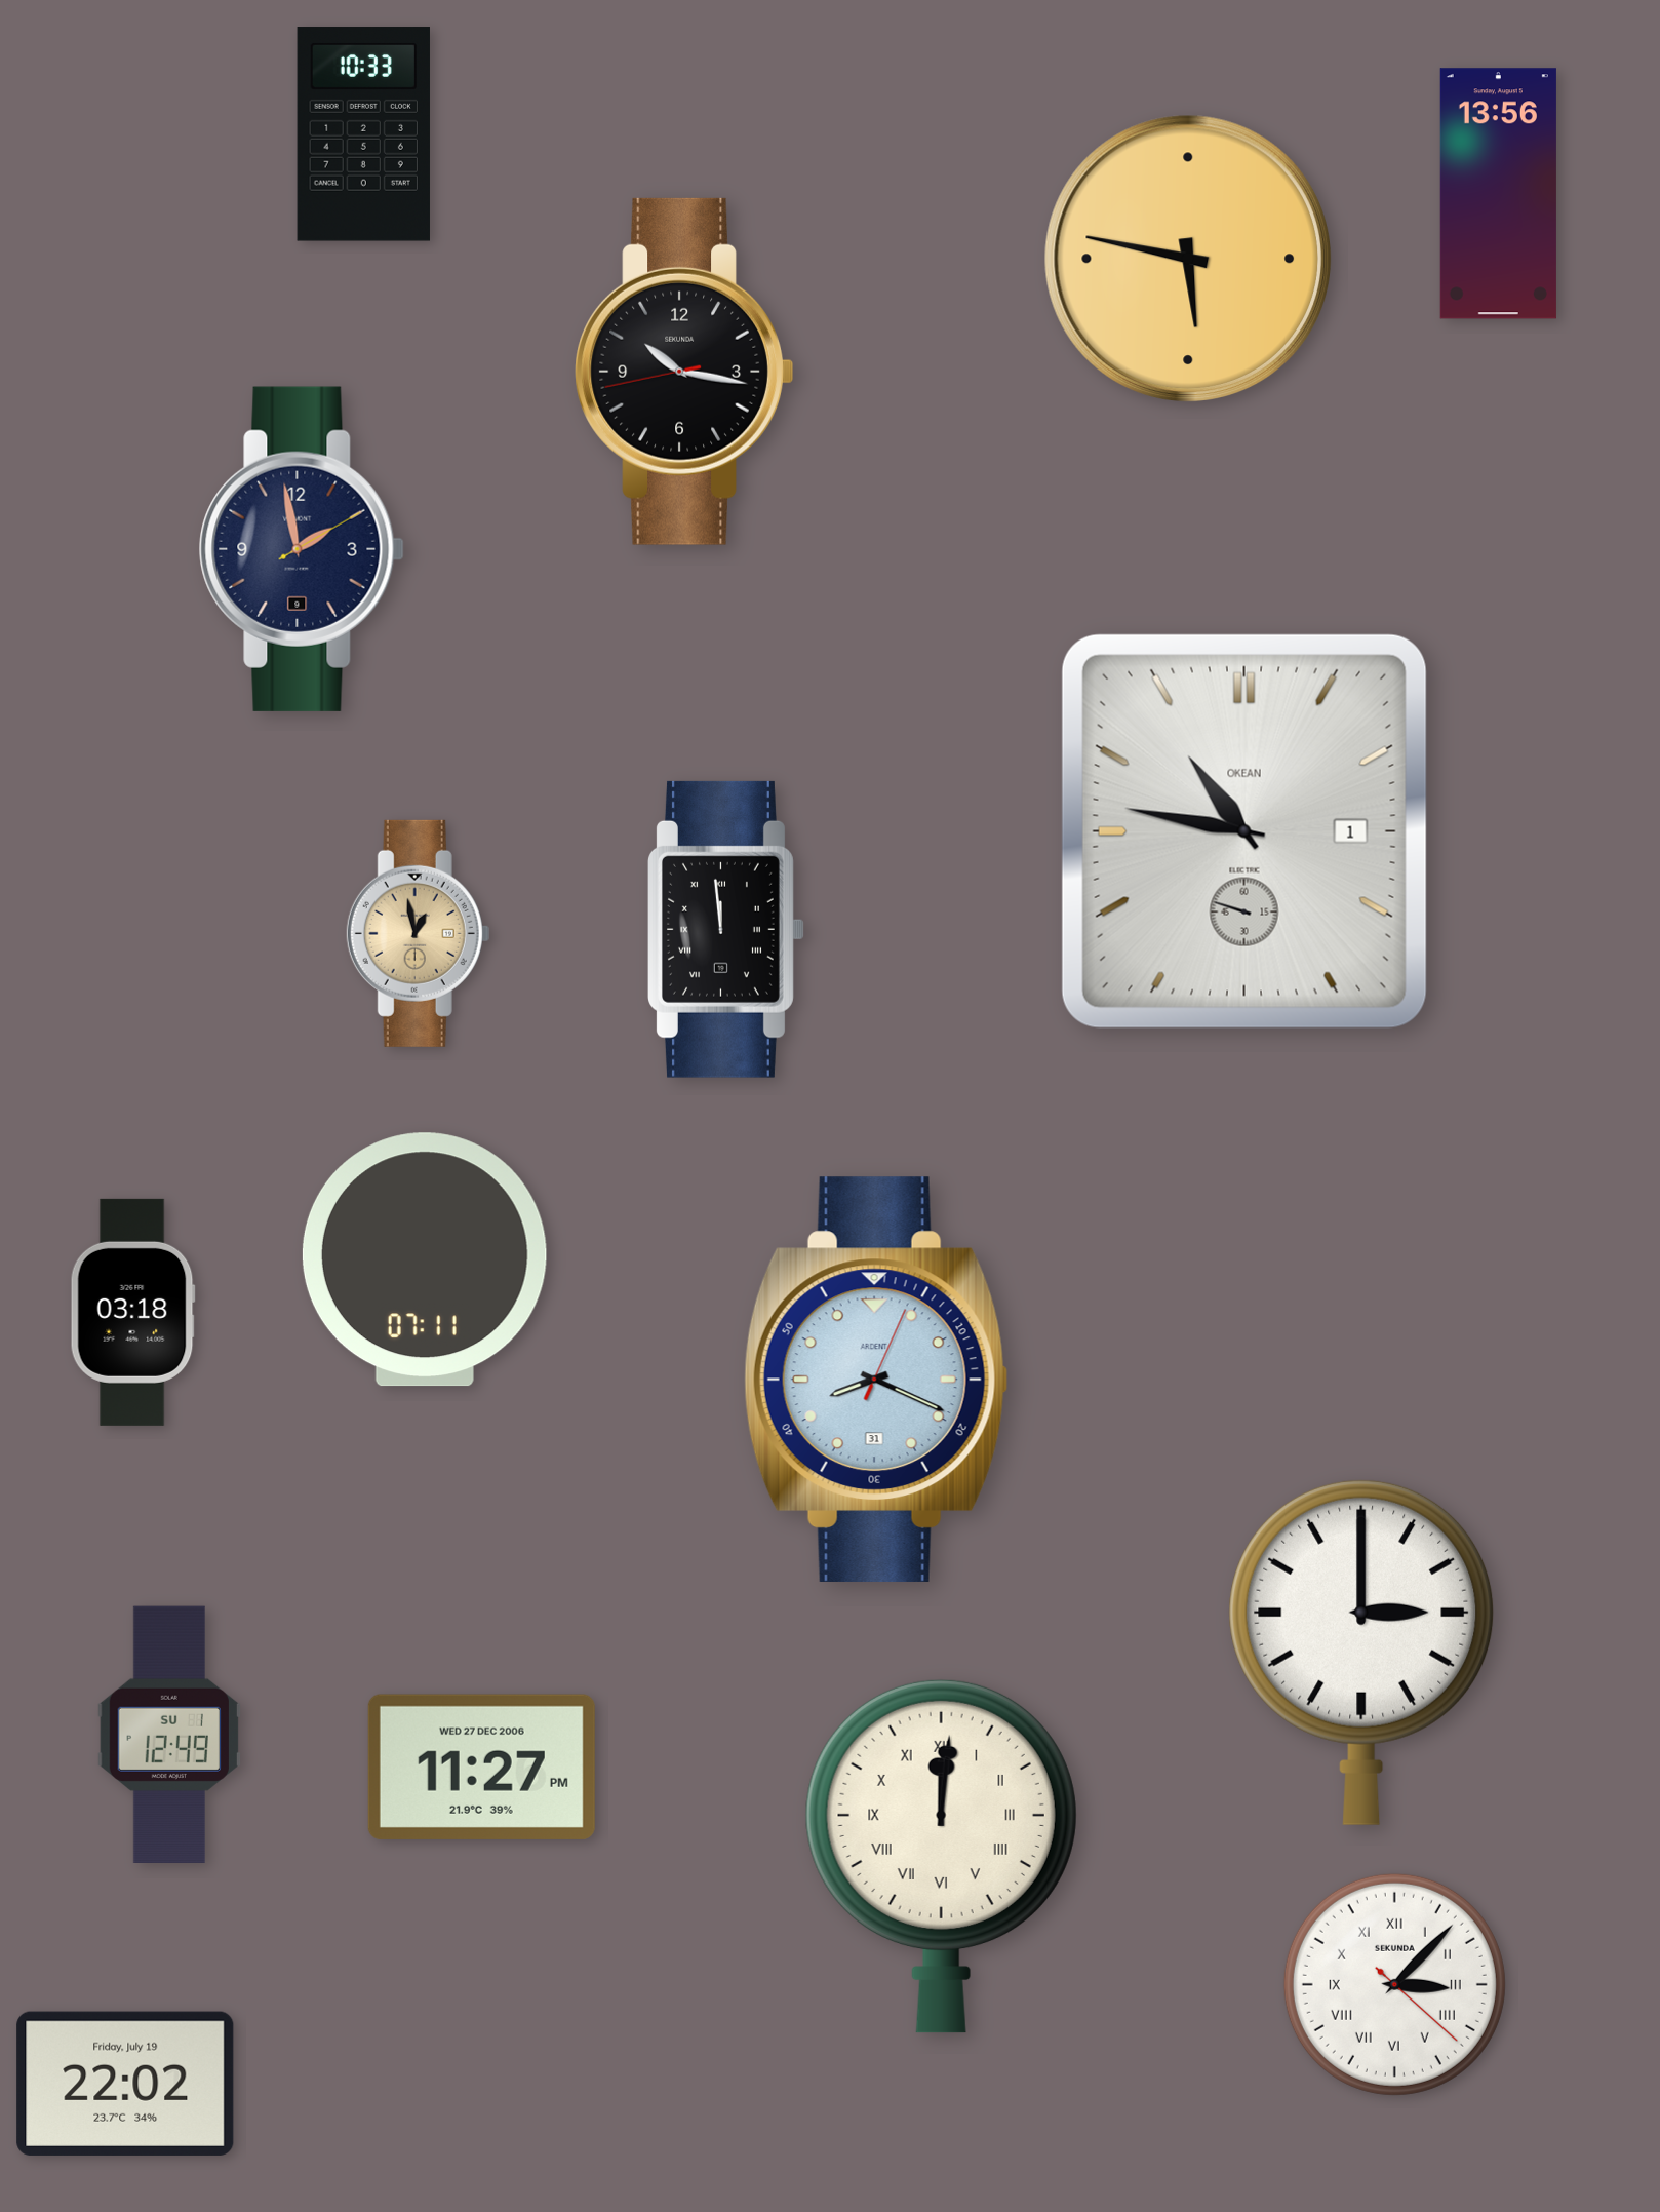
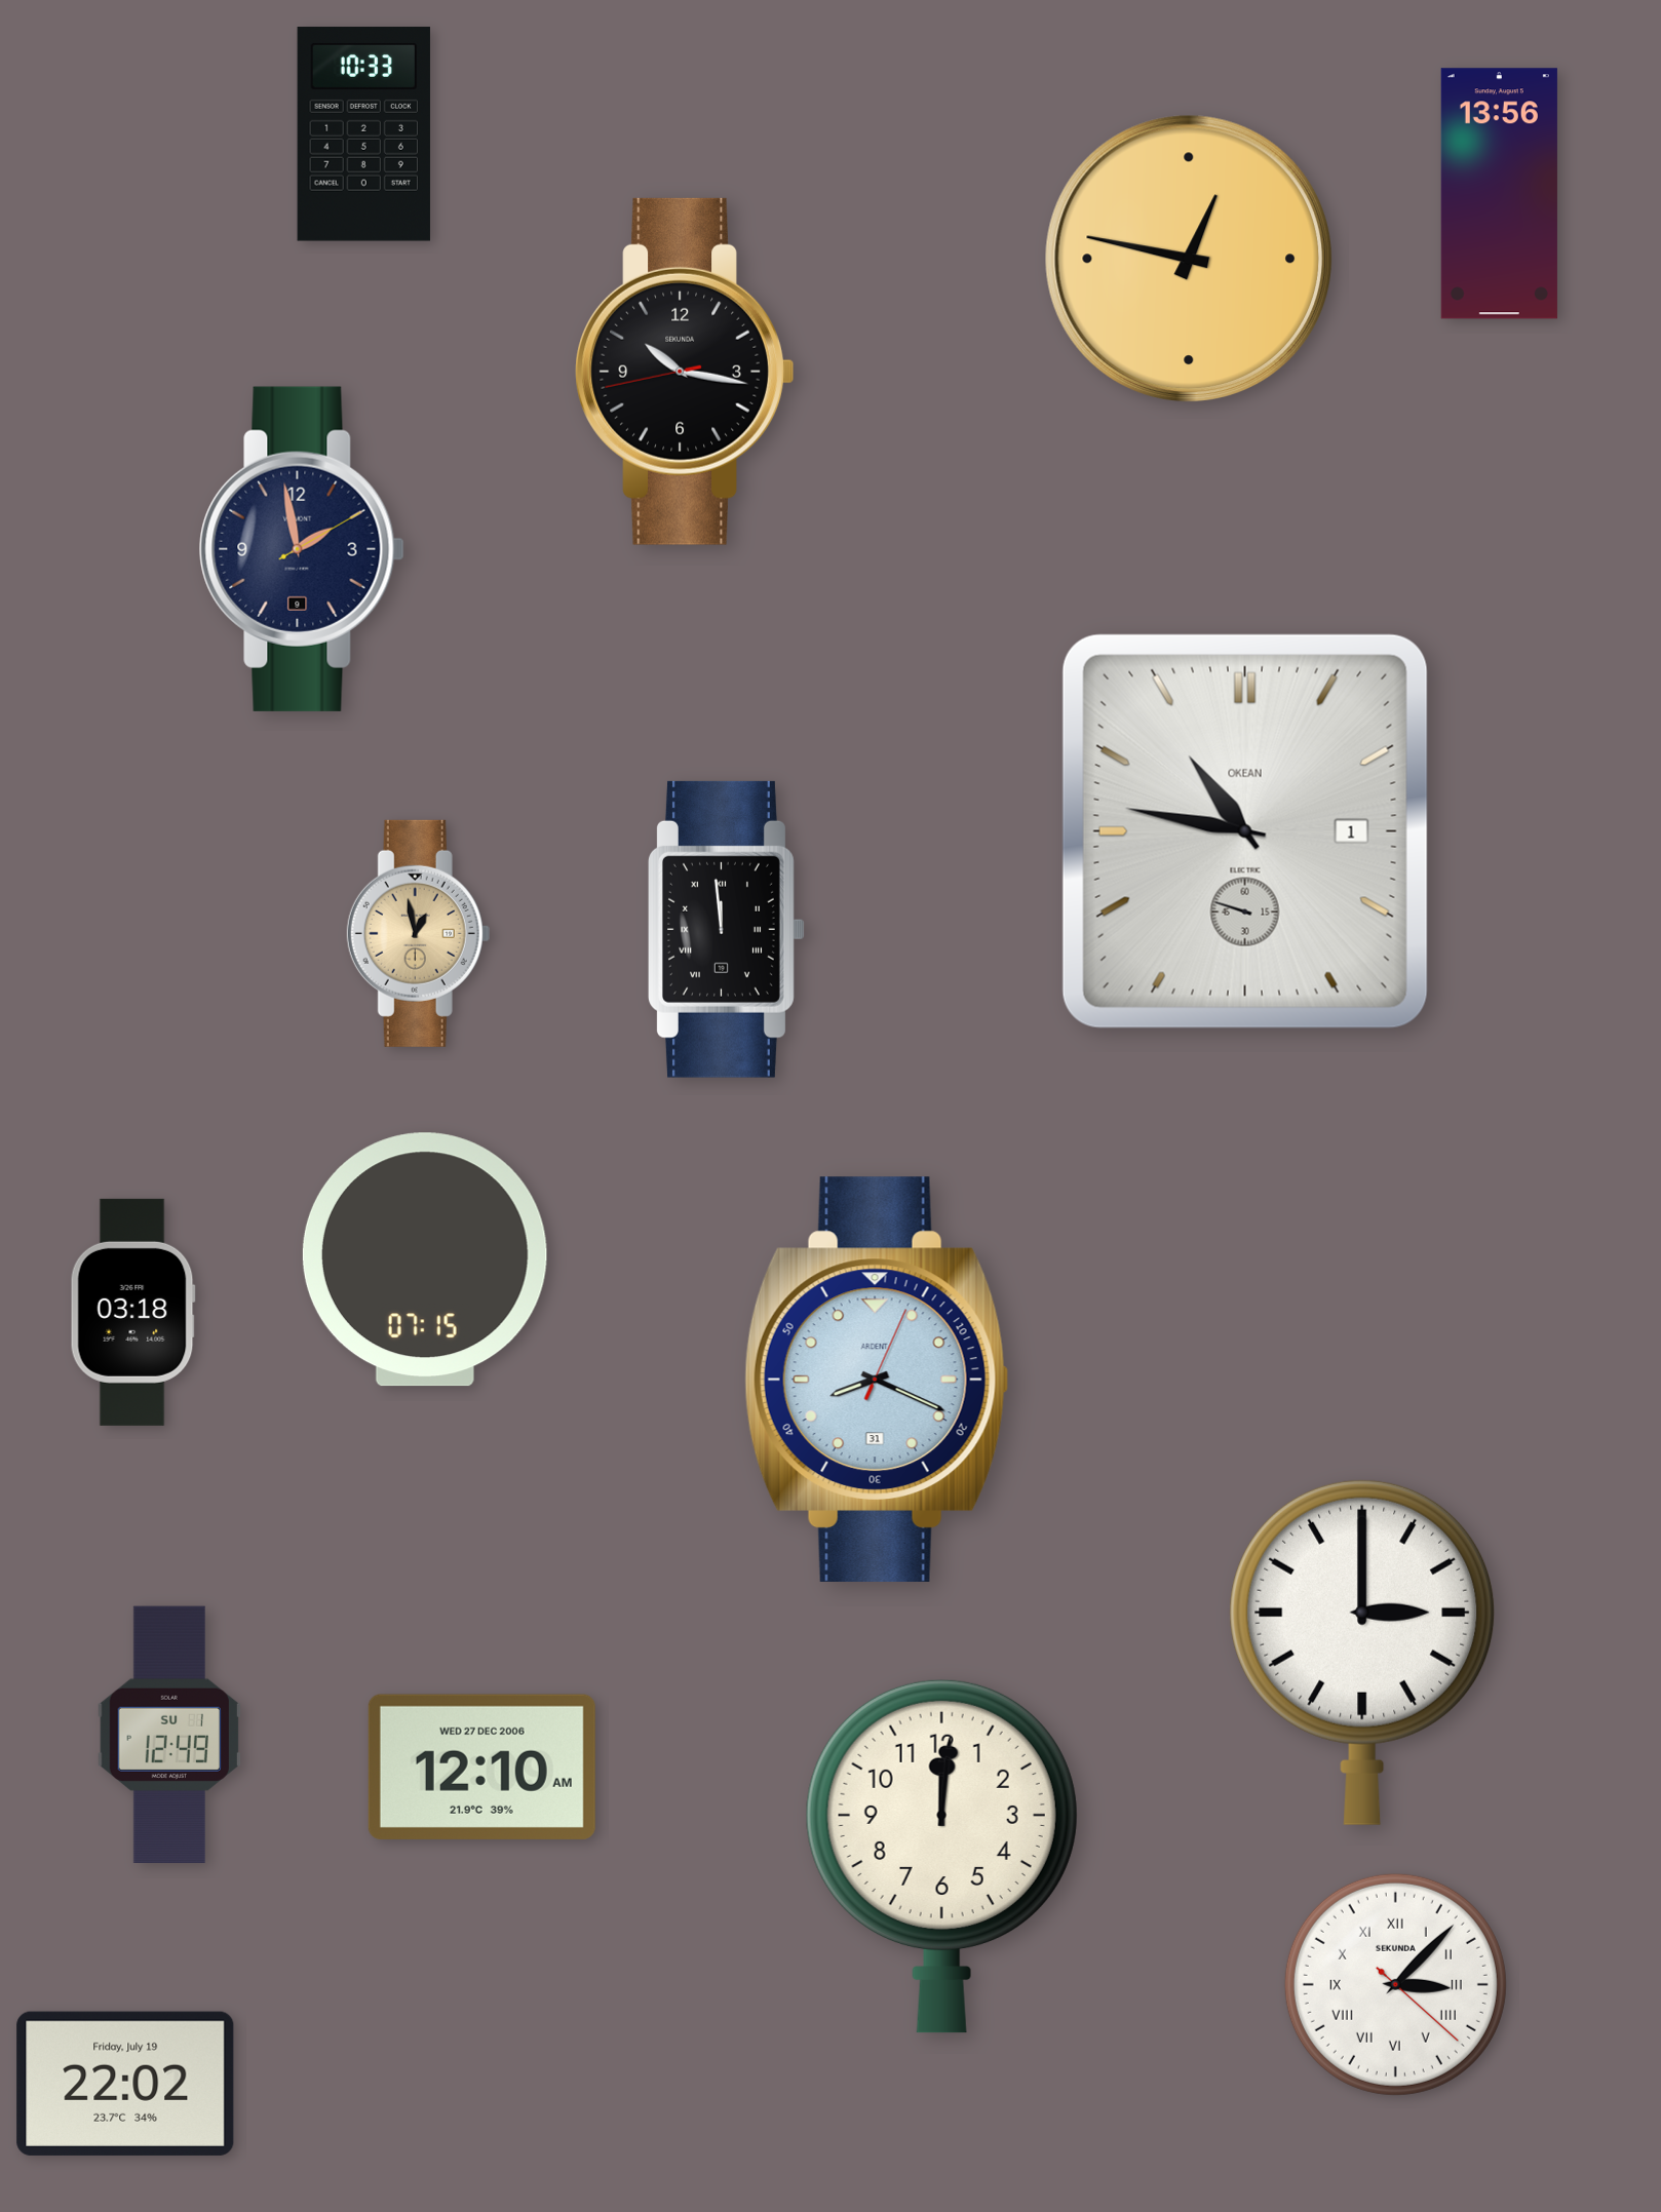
clock at (1187, 258): 5:47 -> 12:47
clock at (425, 1259): 07:11 -> 07:15
clock at (481, 1767): 11:27 -> 12:10
clock at (941, 1856) numerals: Roman -> Arabic
